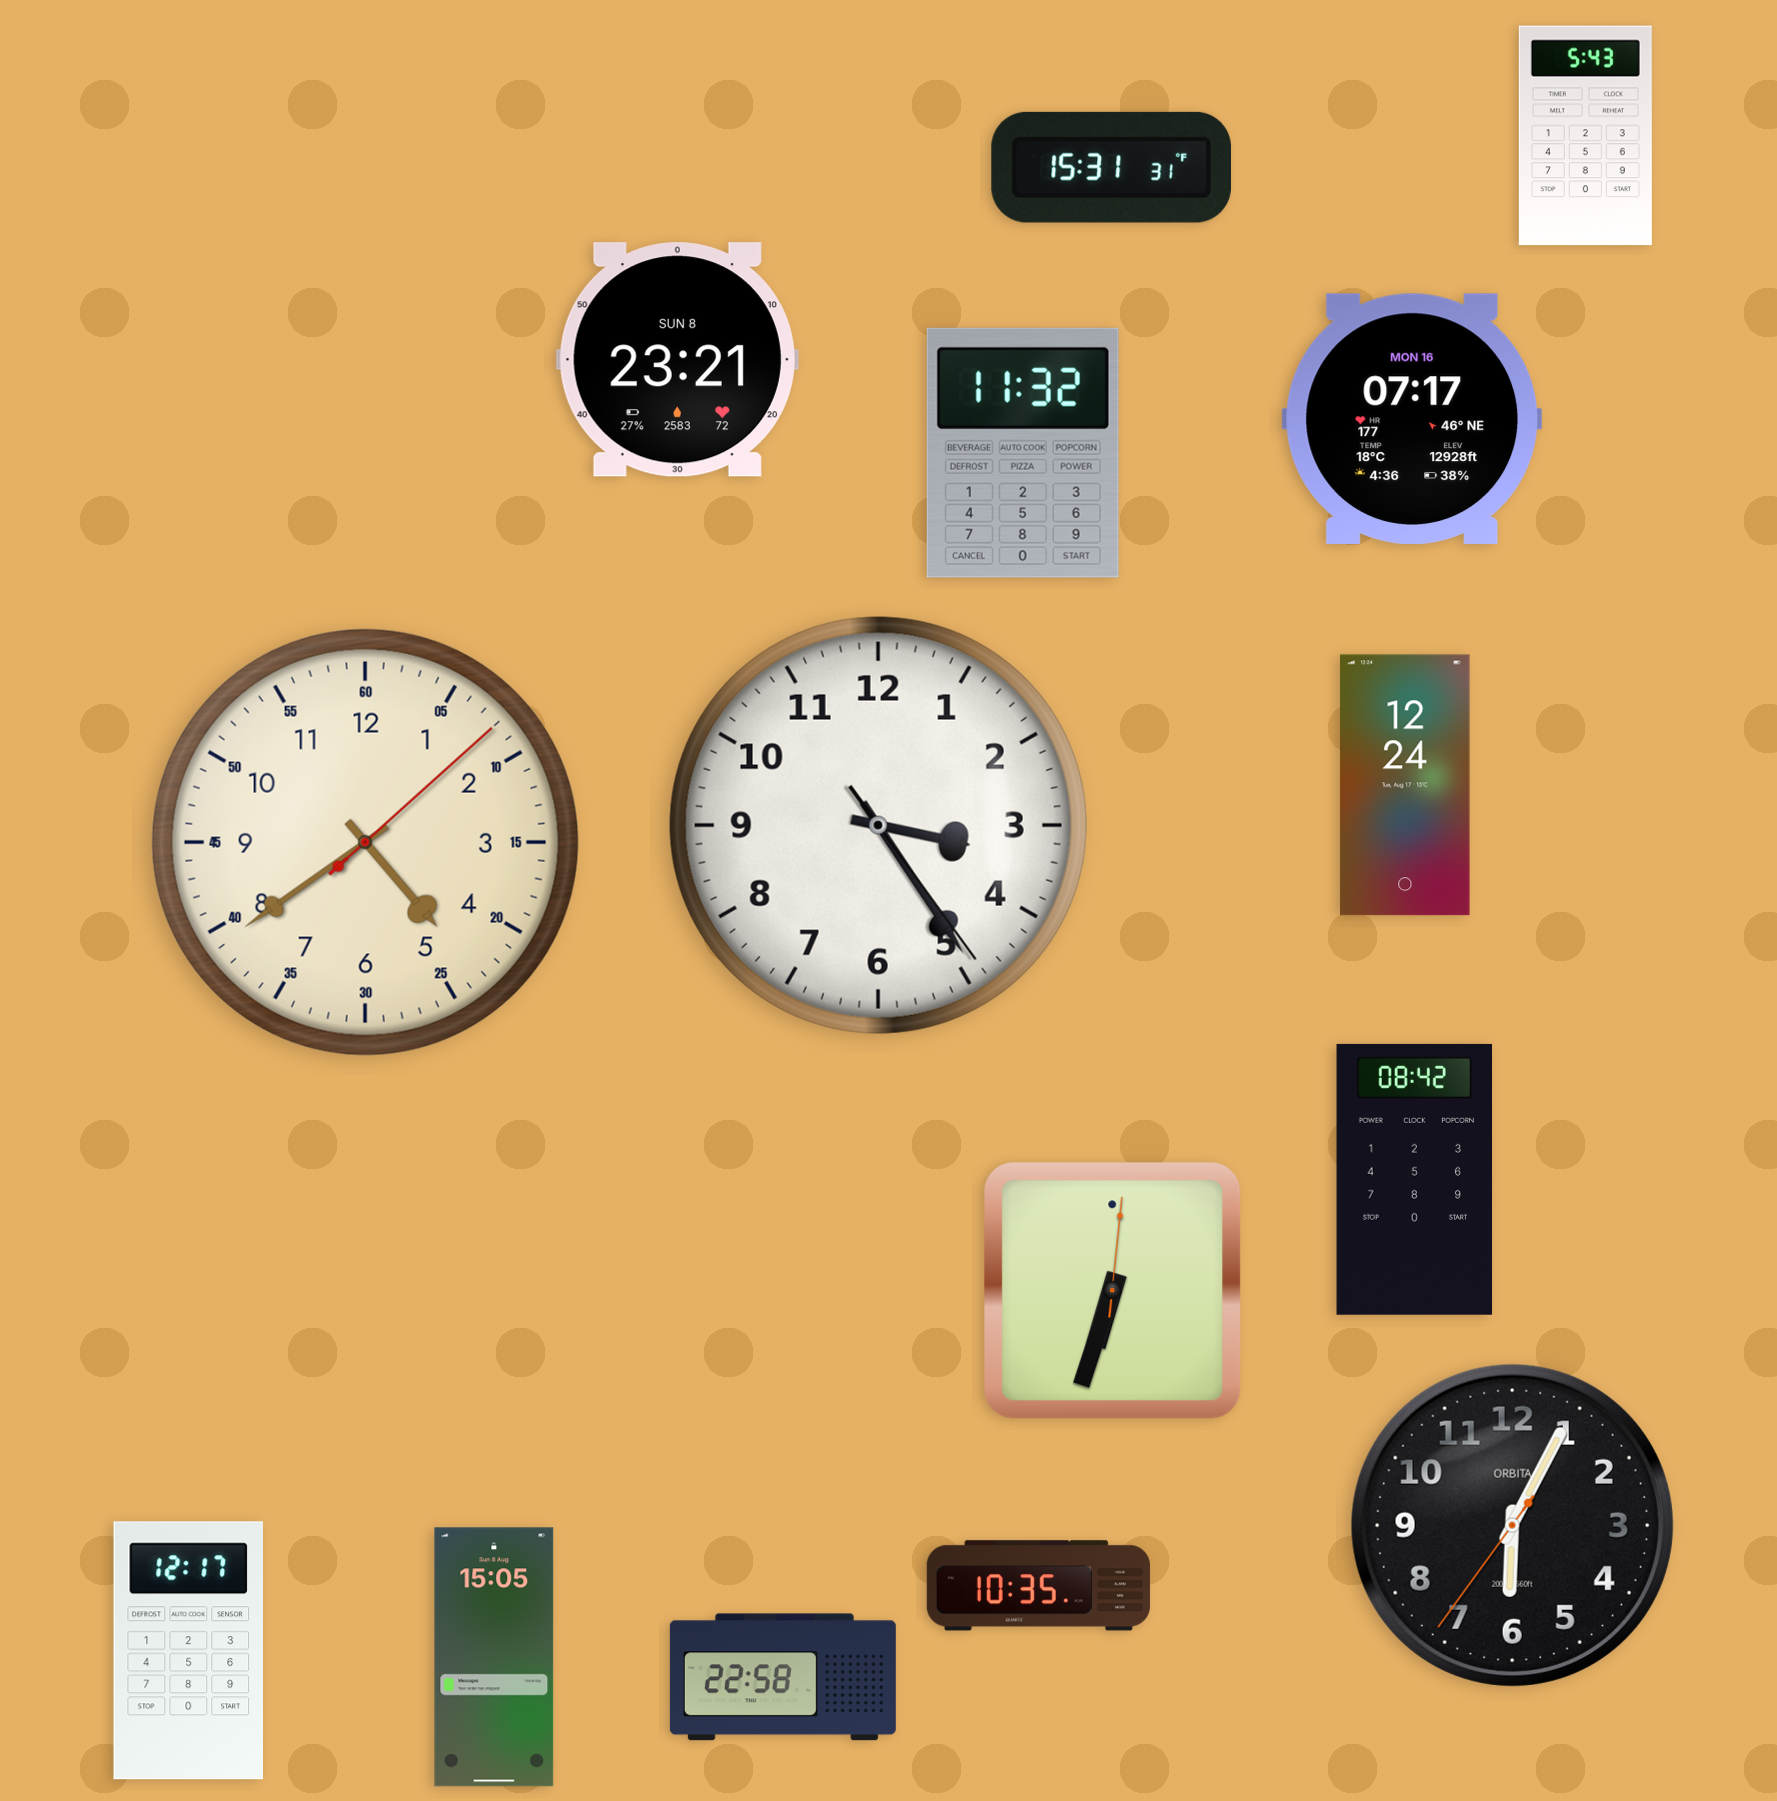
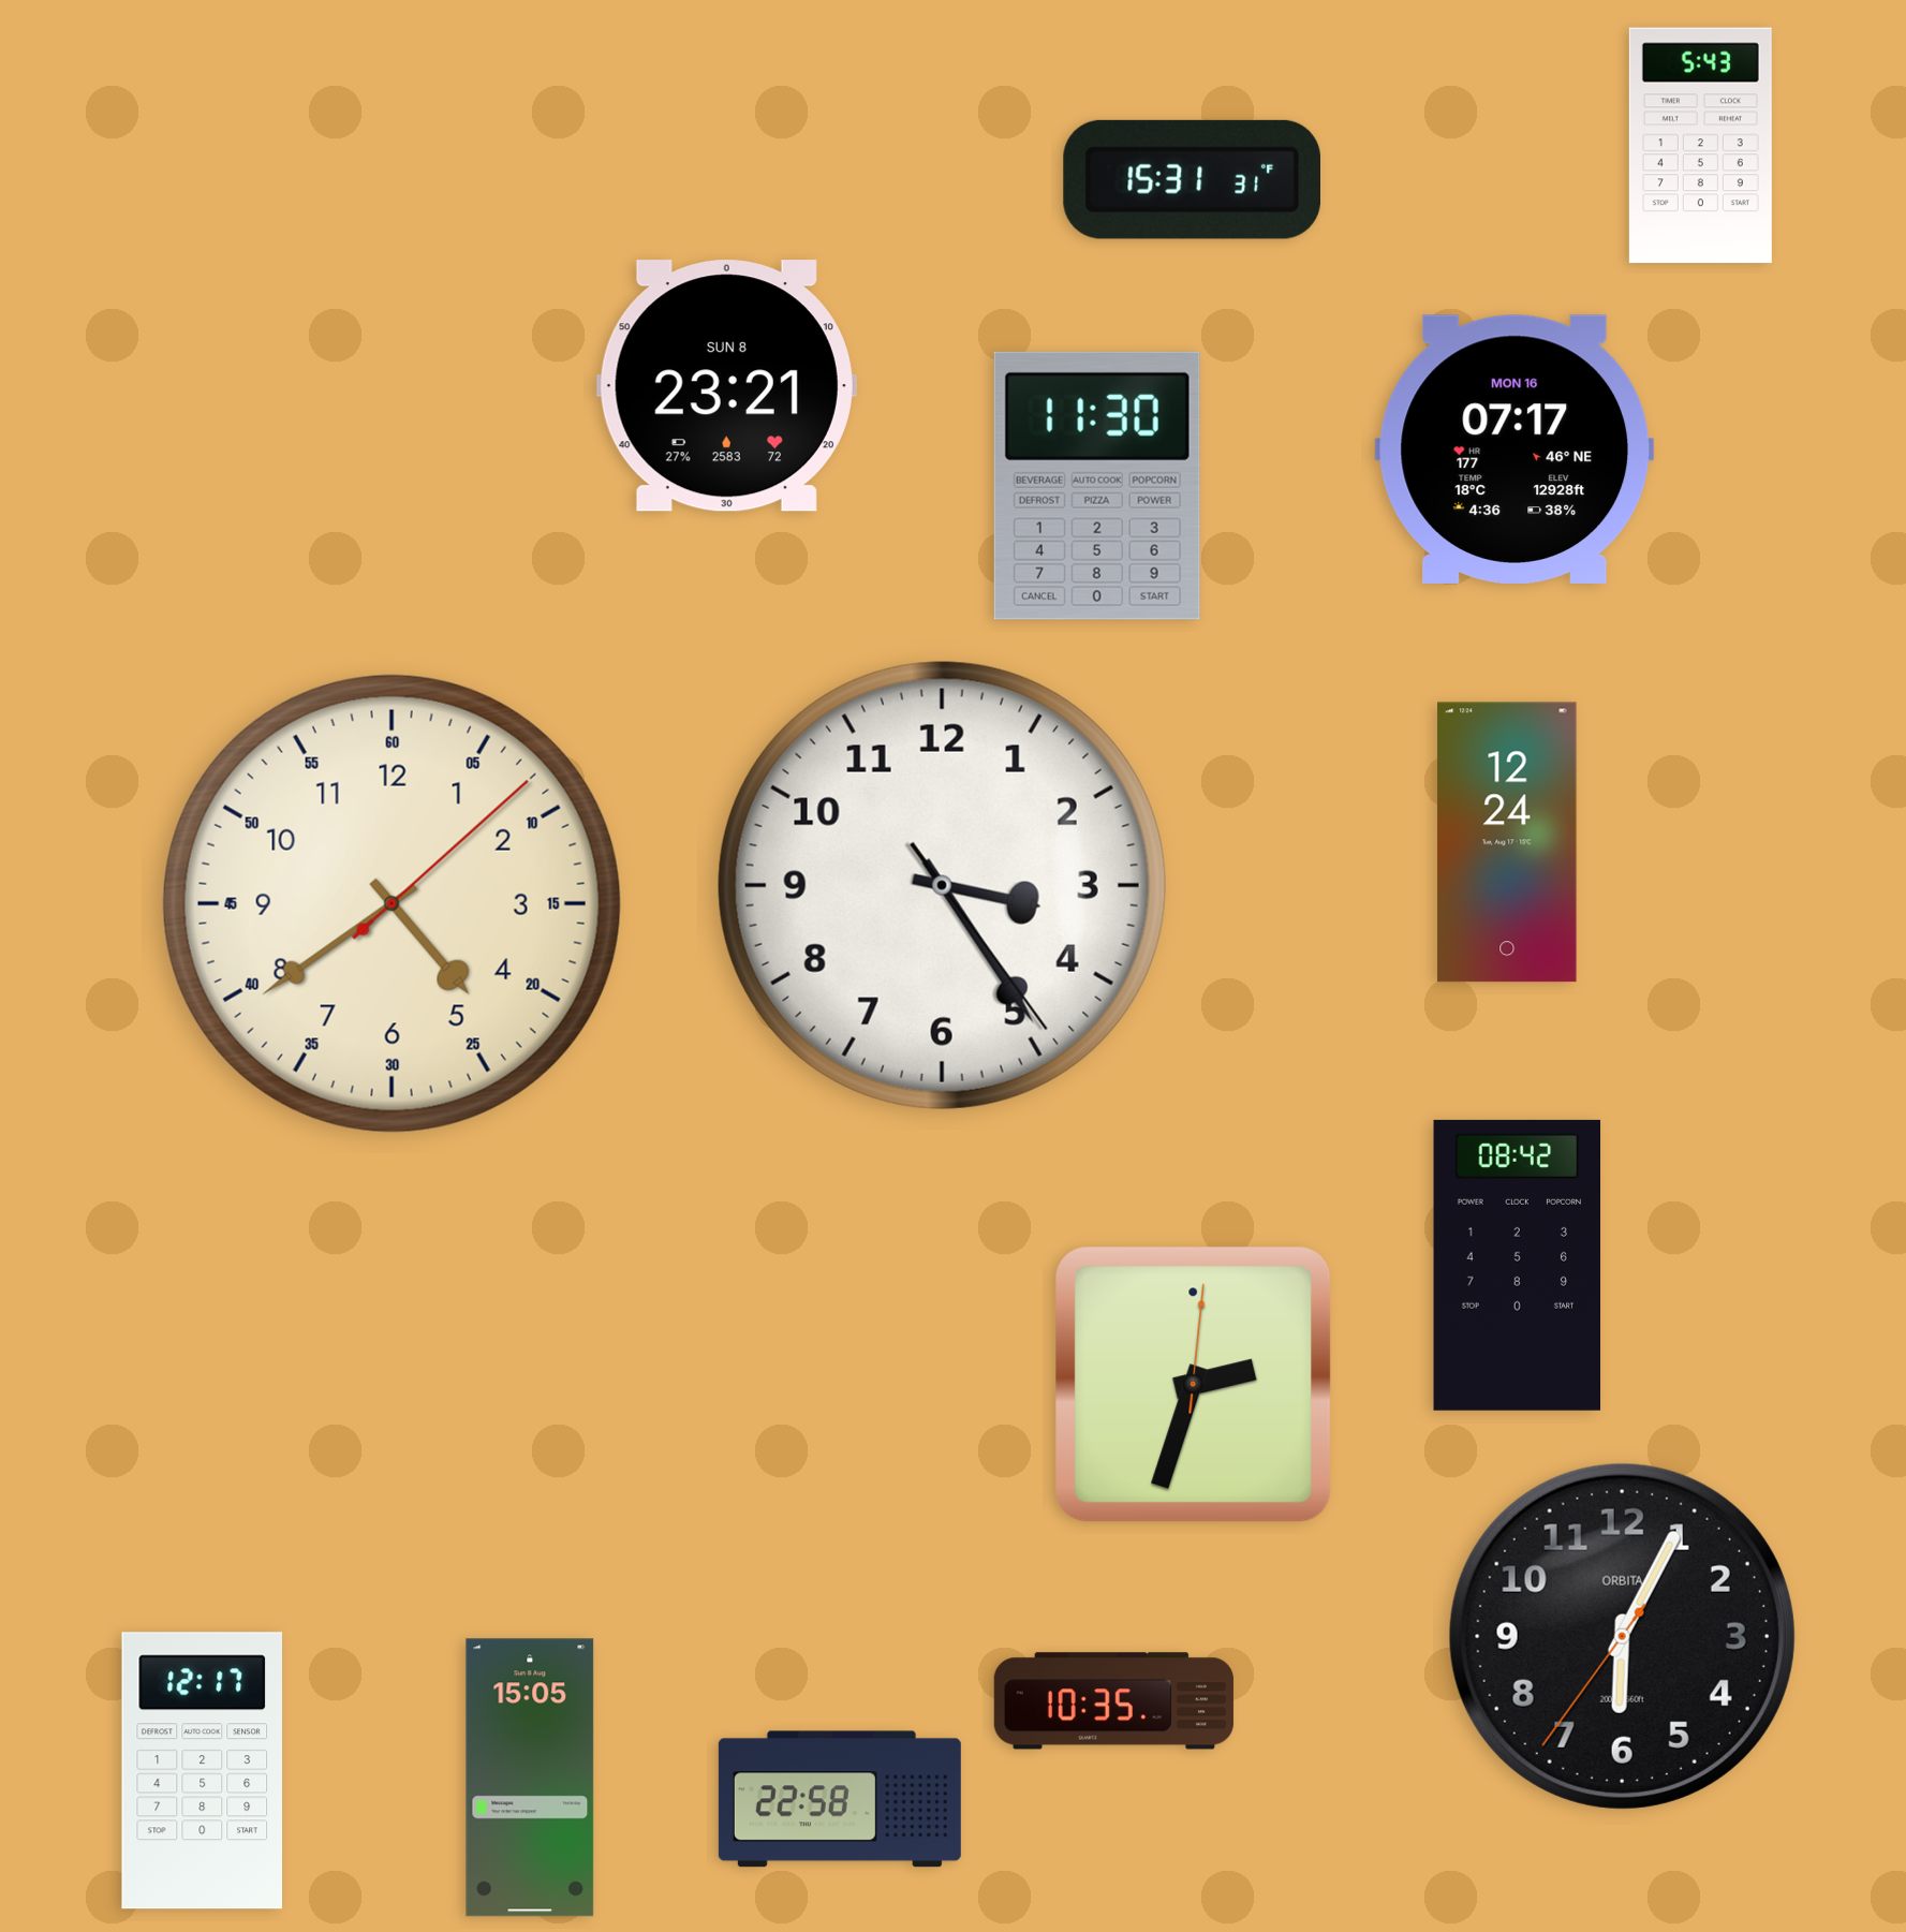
clock at (1023, 453): 11:32 -> 11:30
clock at (1113, 1291): 6:33 -> 2:33
